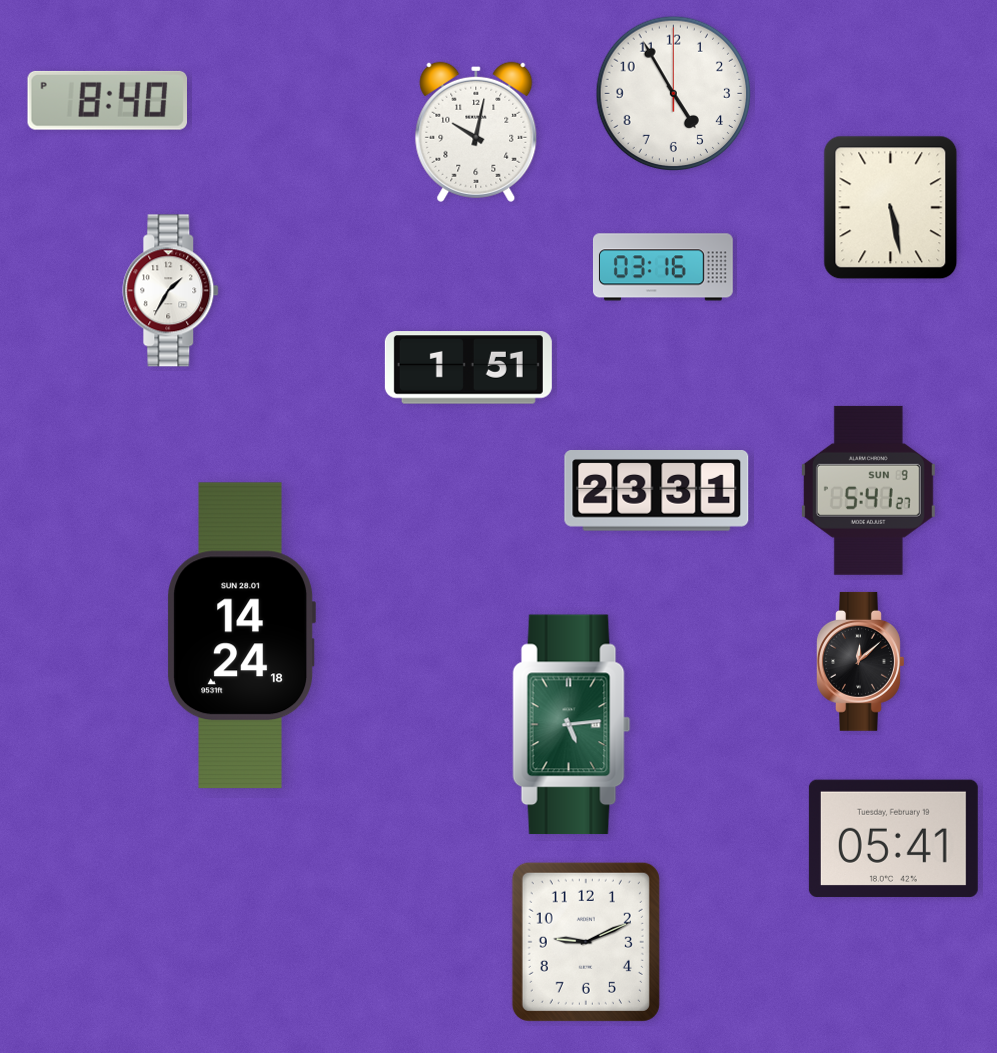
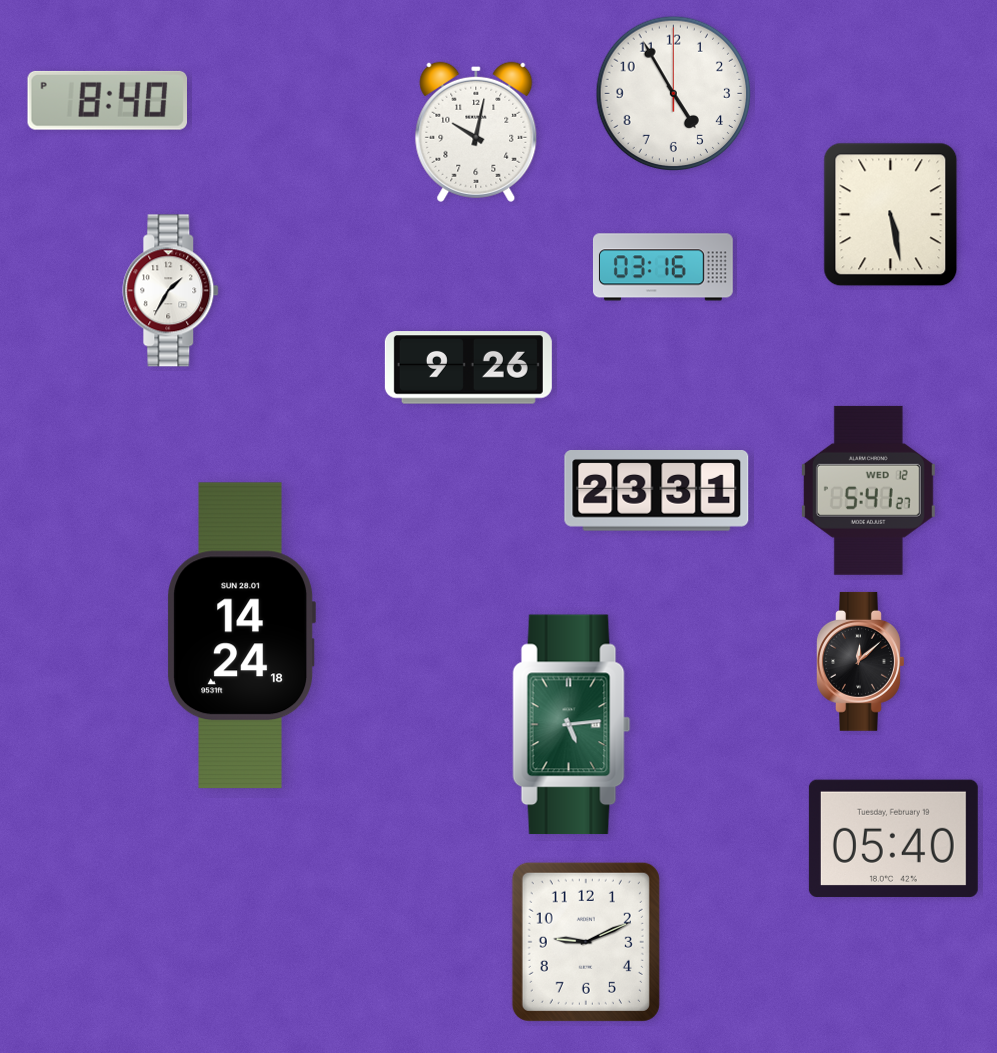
clock at (891, 208) position: (891, 208) -> (891, 215)
clock at (468, 368): 1:51 -> 9:26
clock at (868, 490) date: SUN 9 -> WED 12
clock at (893, 838): 05:41 -> 05:40
